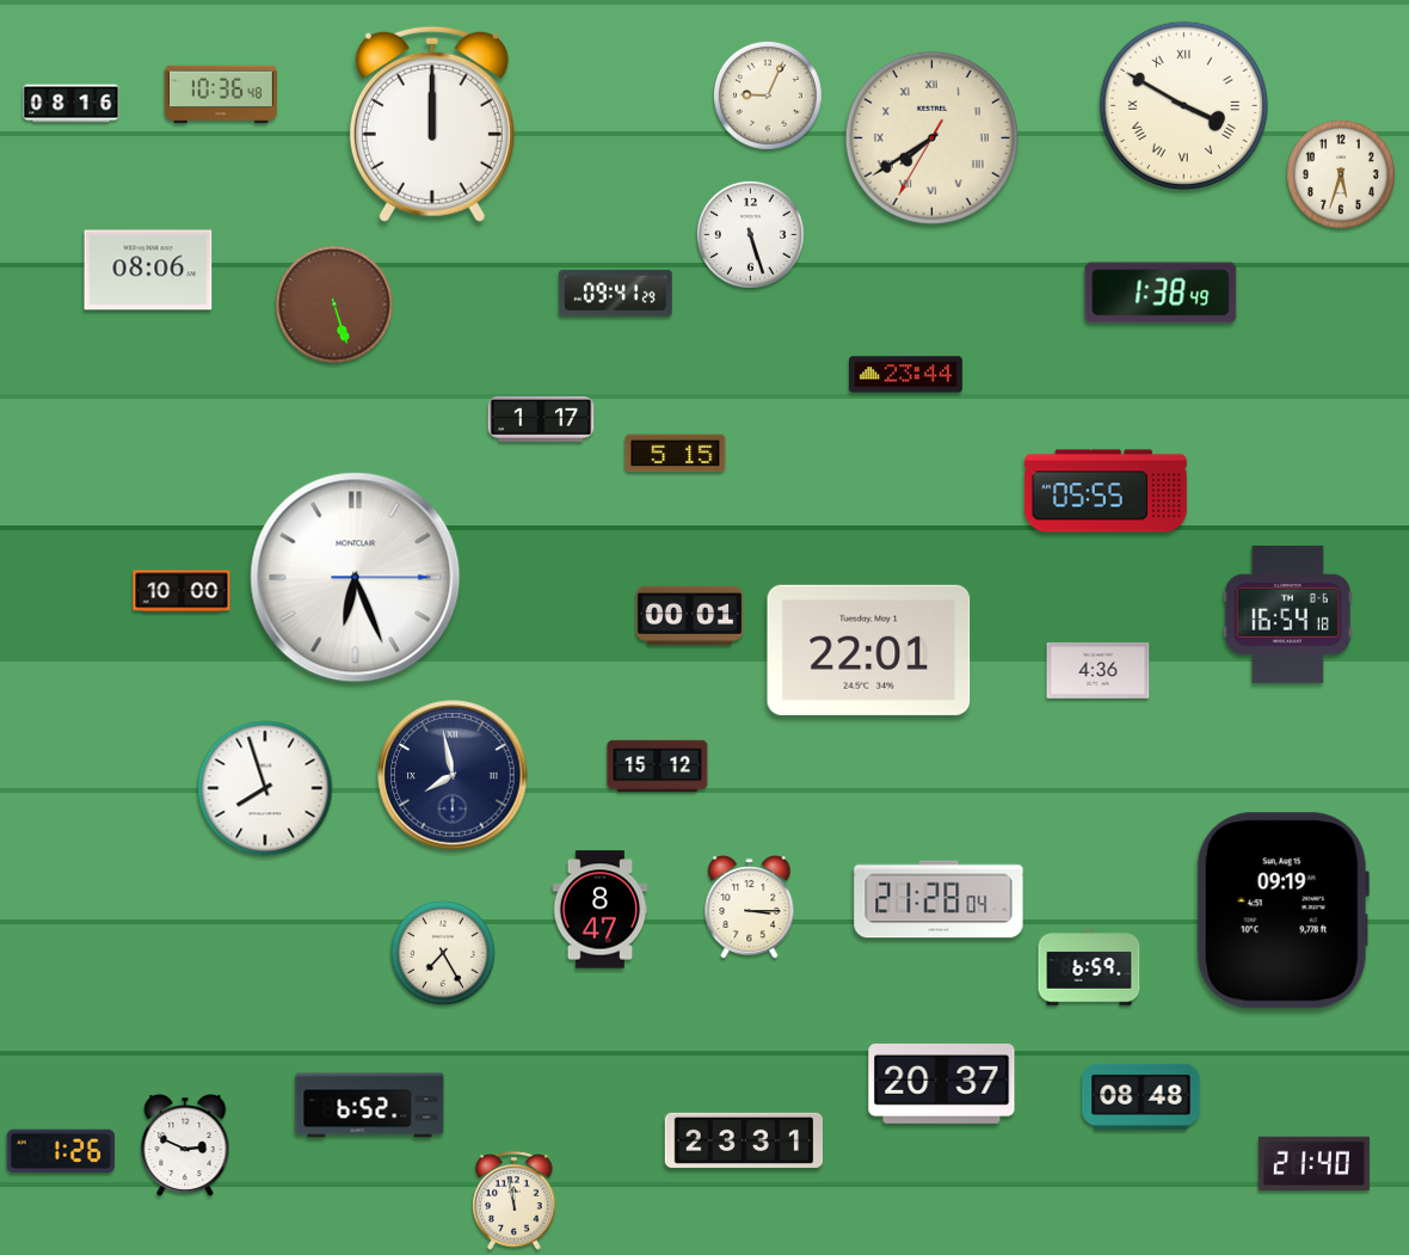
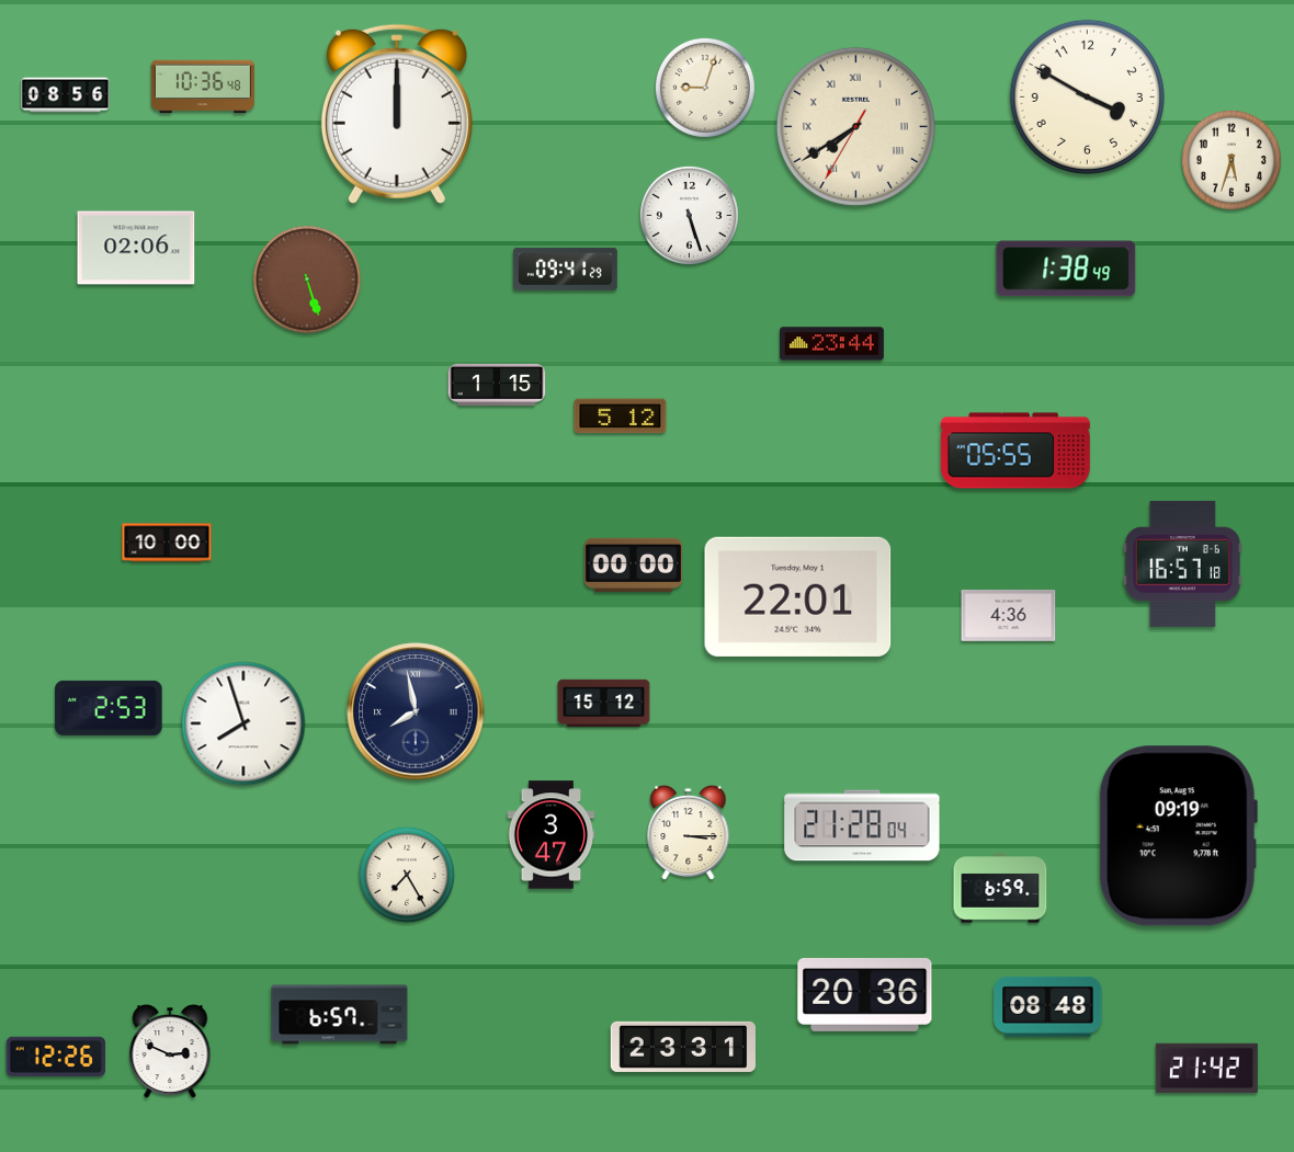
clock at (768, 96): 9:04 -> 9:03
clock at (72, 104): 08:16 -> 08:56
clock at (1183, 105) numerals: Roman -> Arabic
clock at (148, 270): 08:06 -> 02:06
clock at (541, 419): 1:17 -> 1:15
clock at (676, 454): 5:15 -> 5:12
clock at (356, 578): 6:26 -> none
clock at (1287, 614): 16:54 -> 16:57
clock at (690, 615): 00:01 -> 00:00
clock at (109, 708): none -> 2:53
clock at (601, 910): 8:47 -> 3:47
clock at (942, 1083): 20:37 -> 20:36
clock at (370, 1106): 6:52 -> 6:57
clock at (60, 1151): 1:26 -> 12:26
clock at (1313, 1163): 21:40 -> 21:42
clock at (515, 1201): 11:58 -> none
